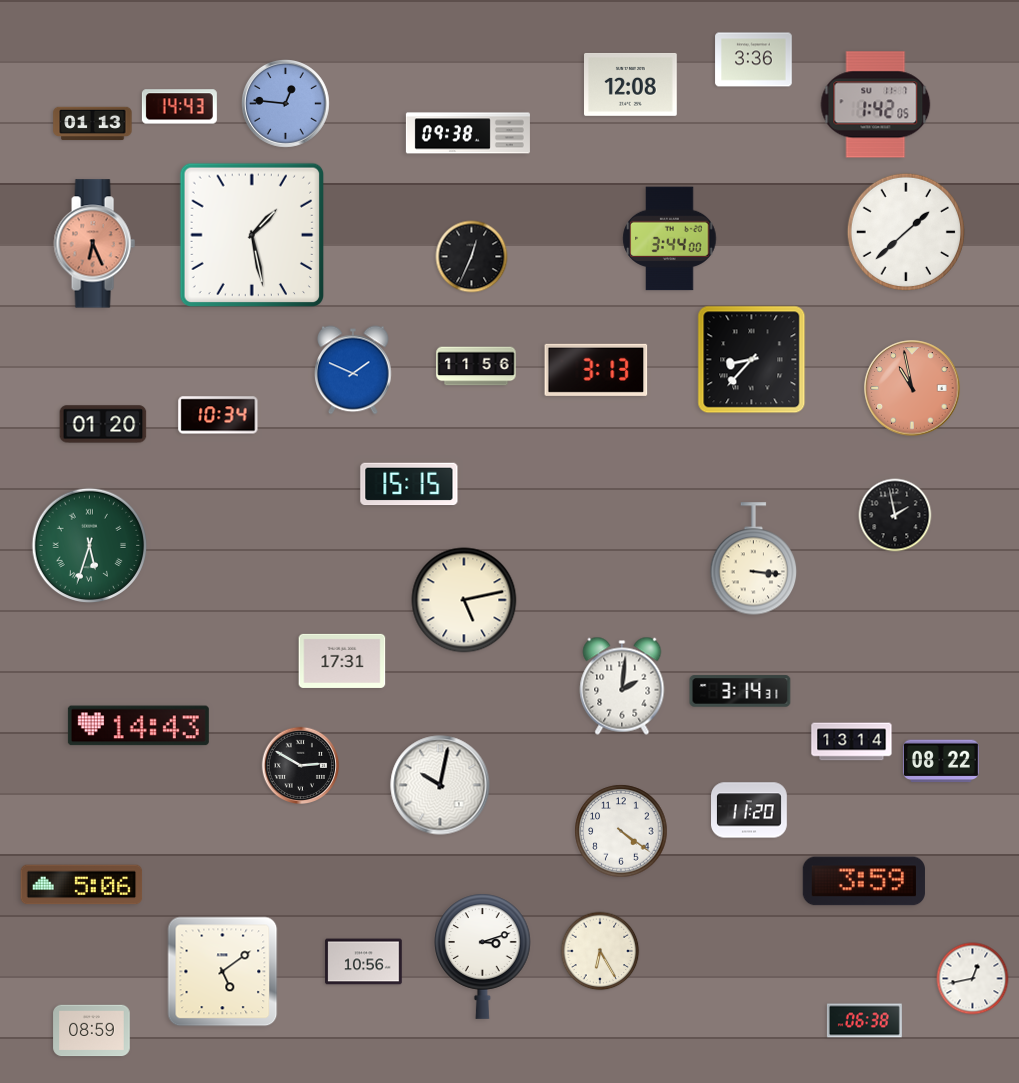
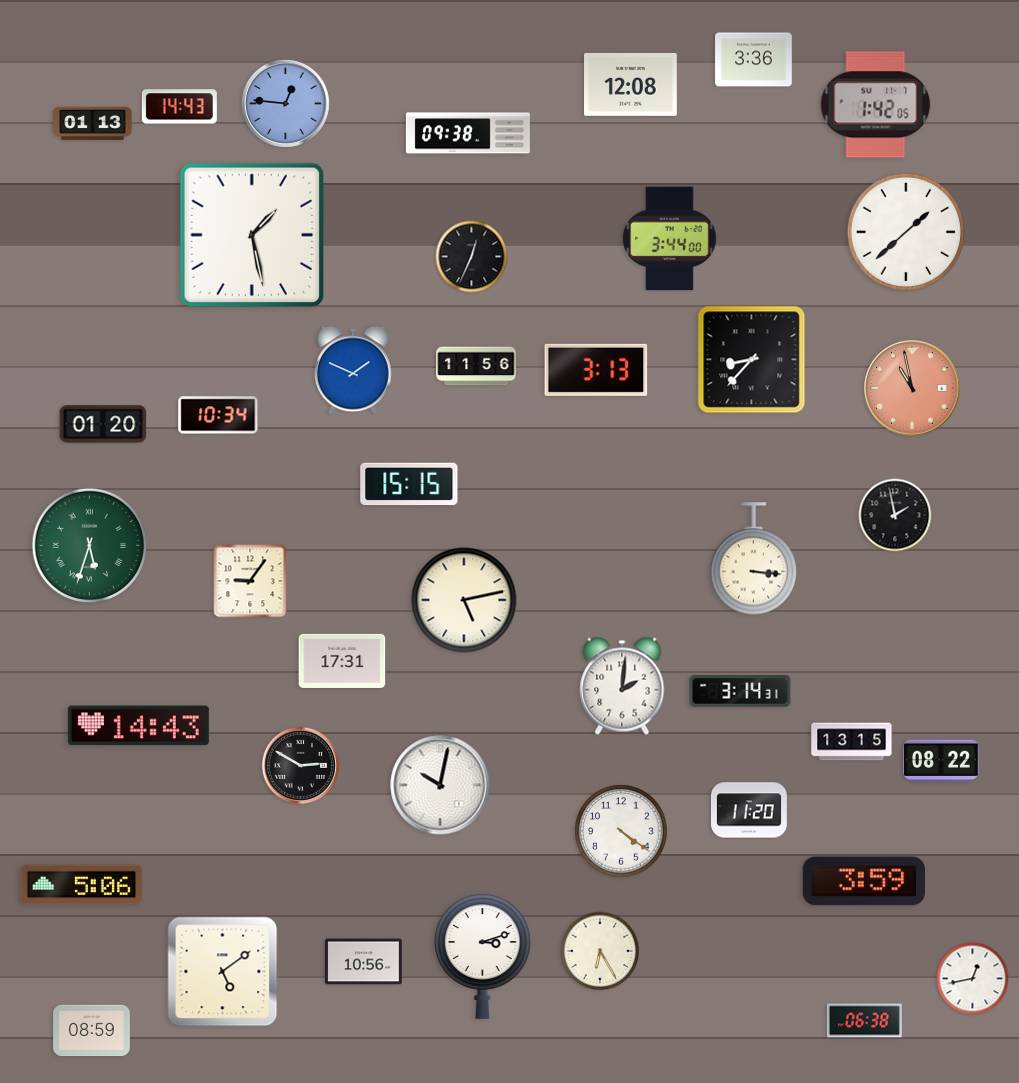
clock at (94, 244): 6:26 -> none
clock at (250, 581): none -> 9:06
clock at (852, 742): 13:14 -> 13:15
